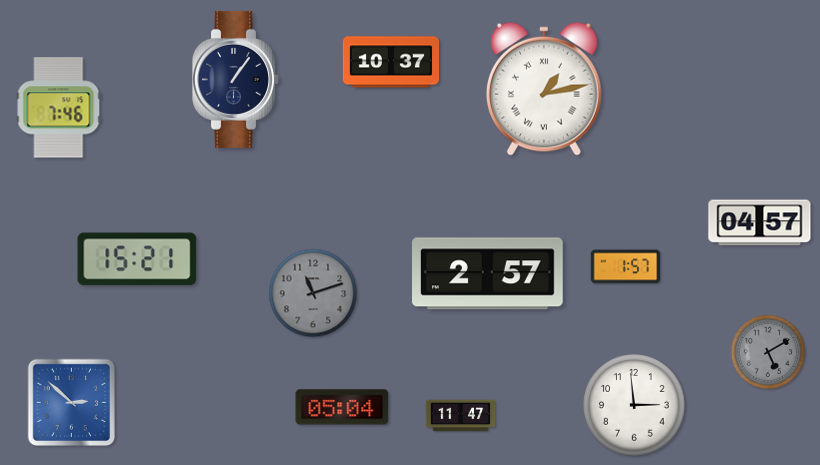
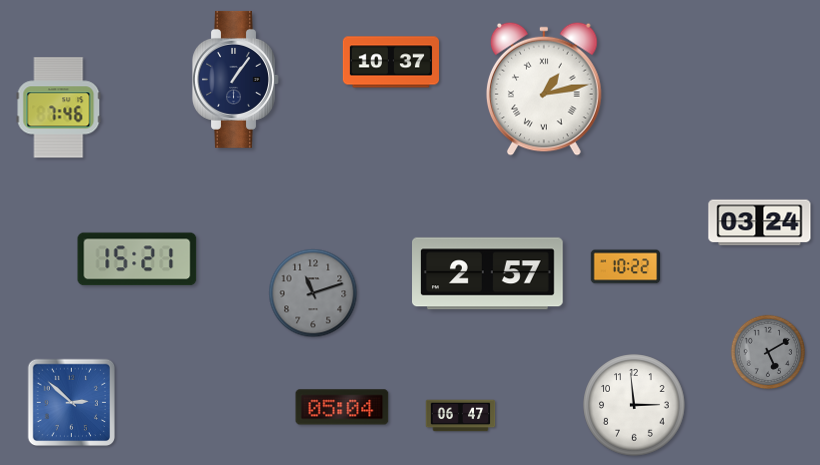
clock at (760, 223): 04:57 -> 03:24
clock at (626, 267): 1:57 -> 10:22
clock at (461, 416): 11:47 -> 06:47
